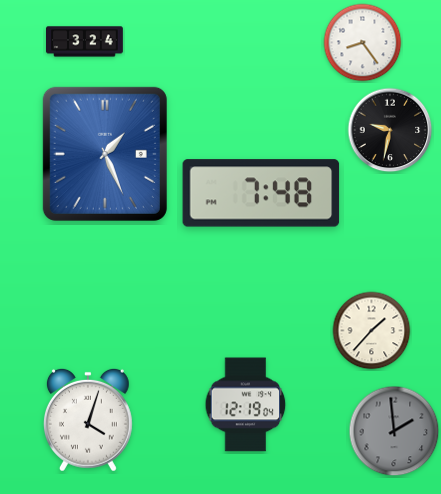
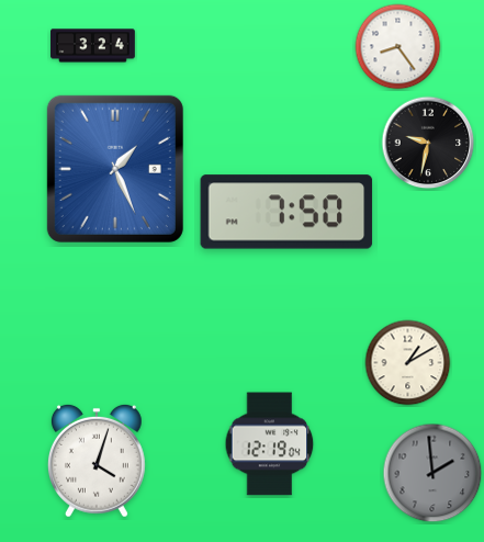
clock at (261, 193): 7:48 -> 7:50
clock at (372, 331): 1:37 -> 1:10
